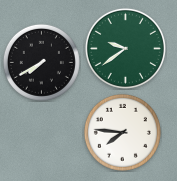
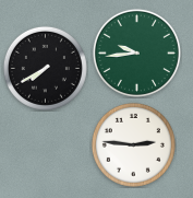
clock at (125, 48): 9:39 -> 9:44
clock at (122, 132): 7:46 -> 2:46
